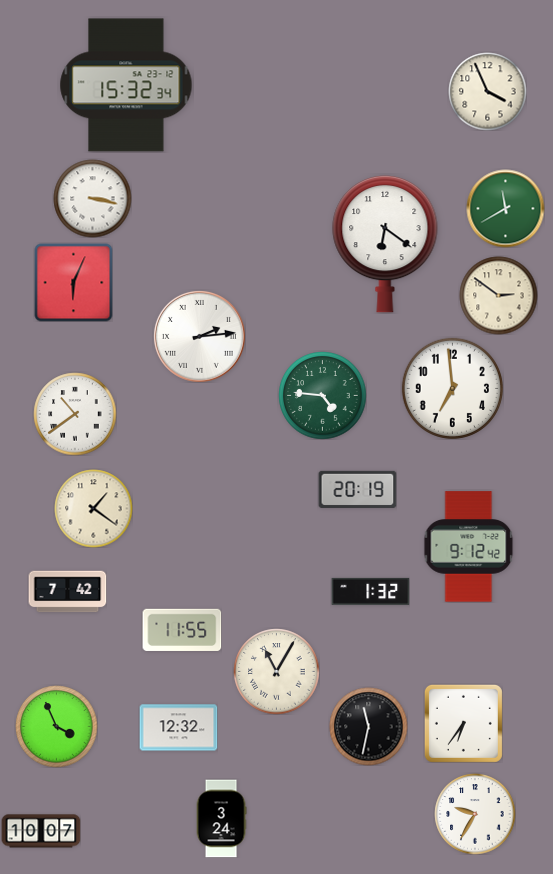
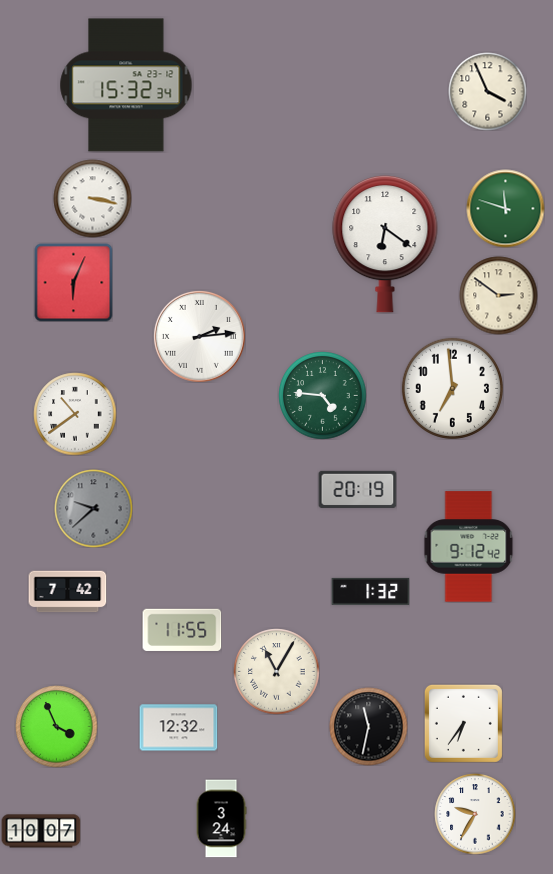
clock at (505, 208): 11:40 -> 11:48
clock at (93, 508): 1:21 -> 9:38
clock at (93, 508) dial: cream -> grey
